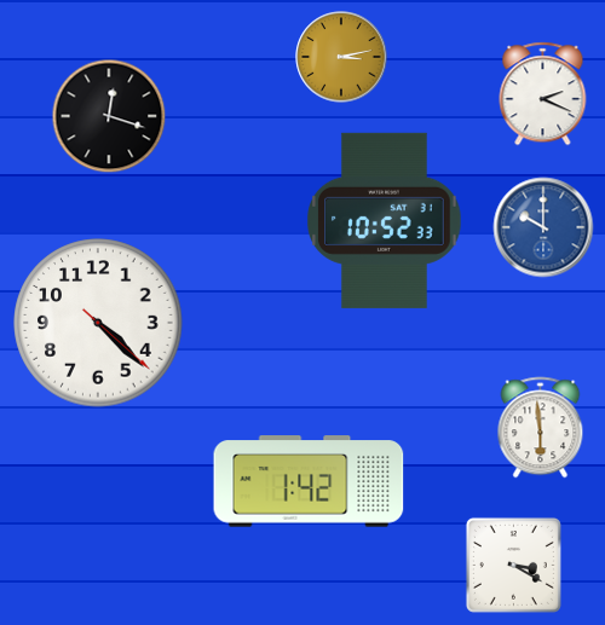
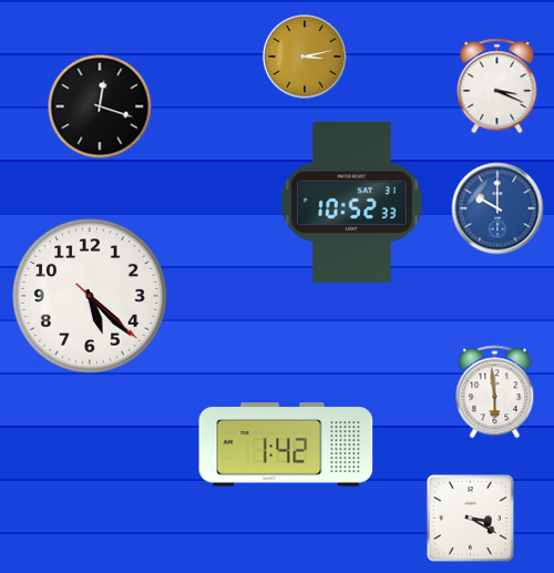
clock at (341, 57) position: (341, 57) -> (305, 57)
clock at (543, 94): 2:19 -> 3:19
clock at (98, 323): 4:22 -> 5:22
clock at (309, 481) position: (309, 481) -> (286, 444)
